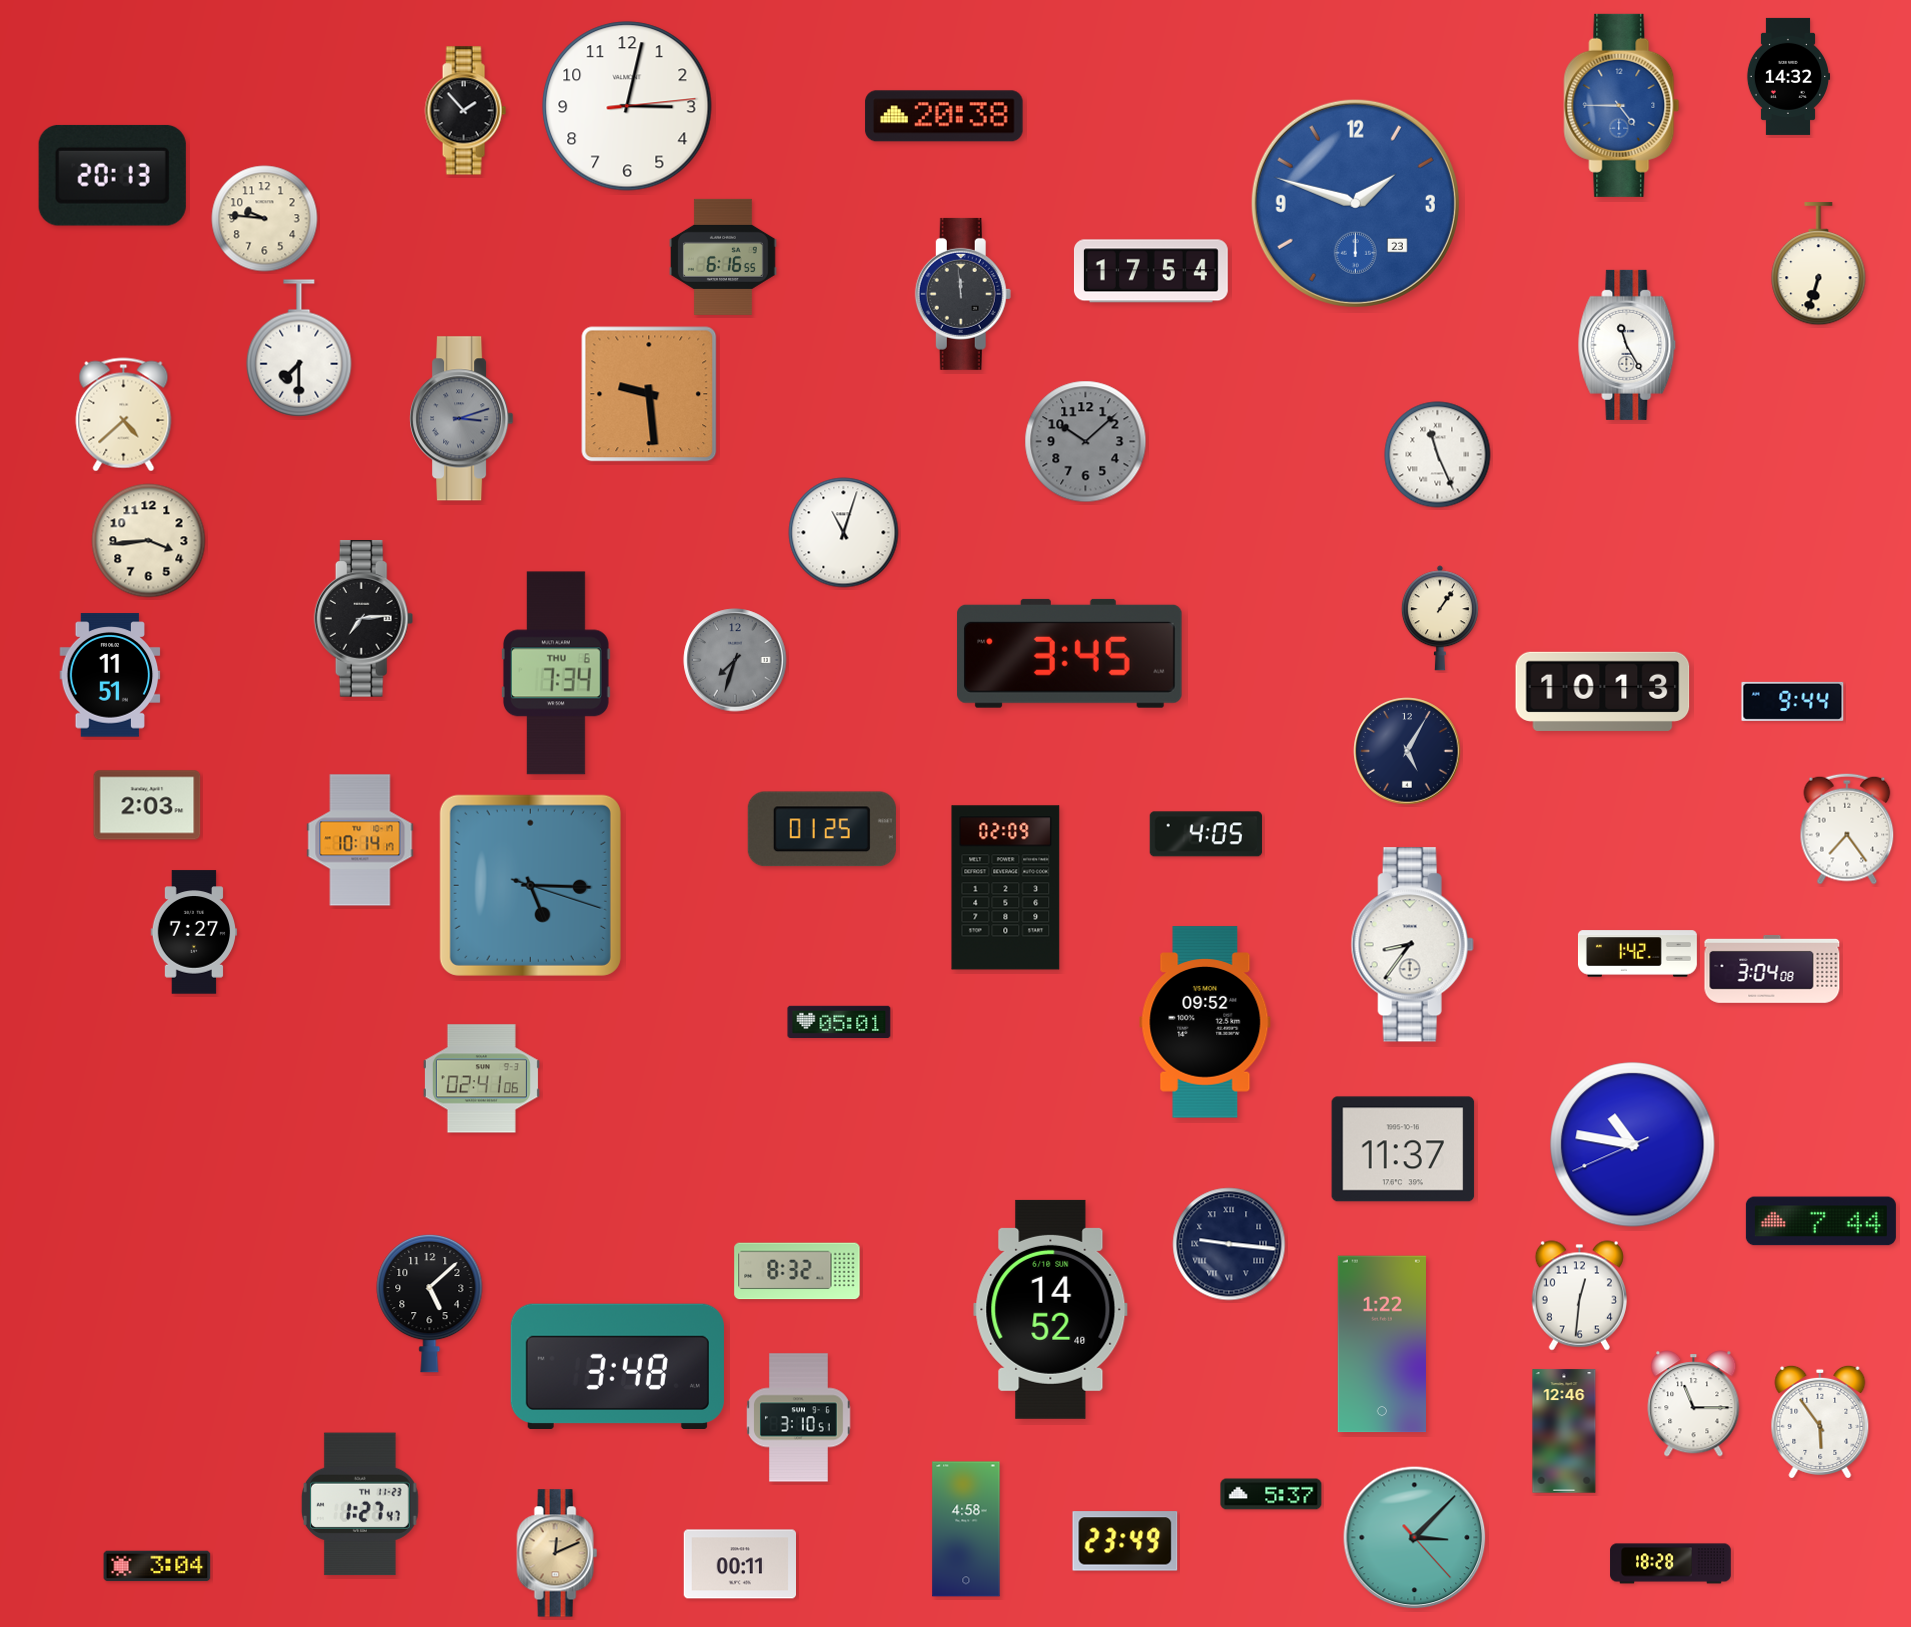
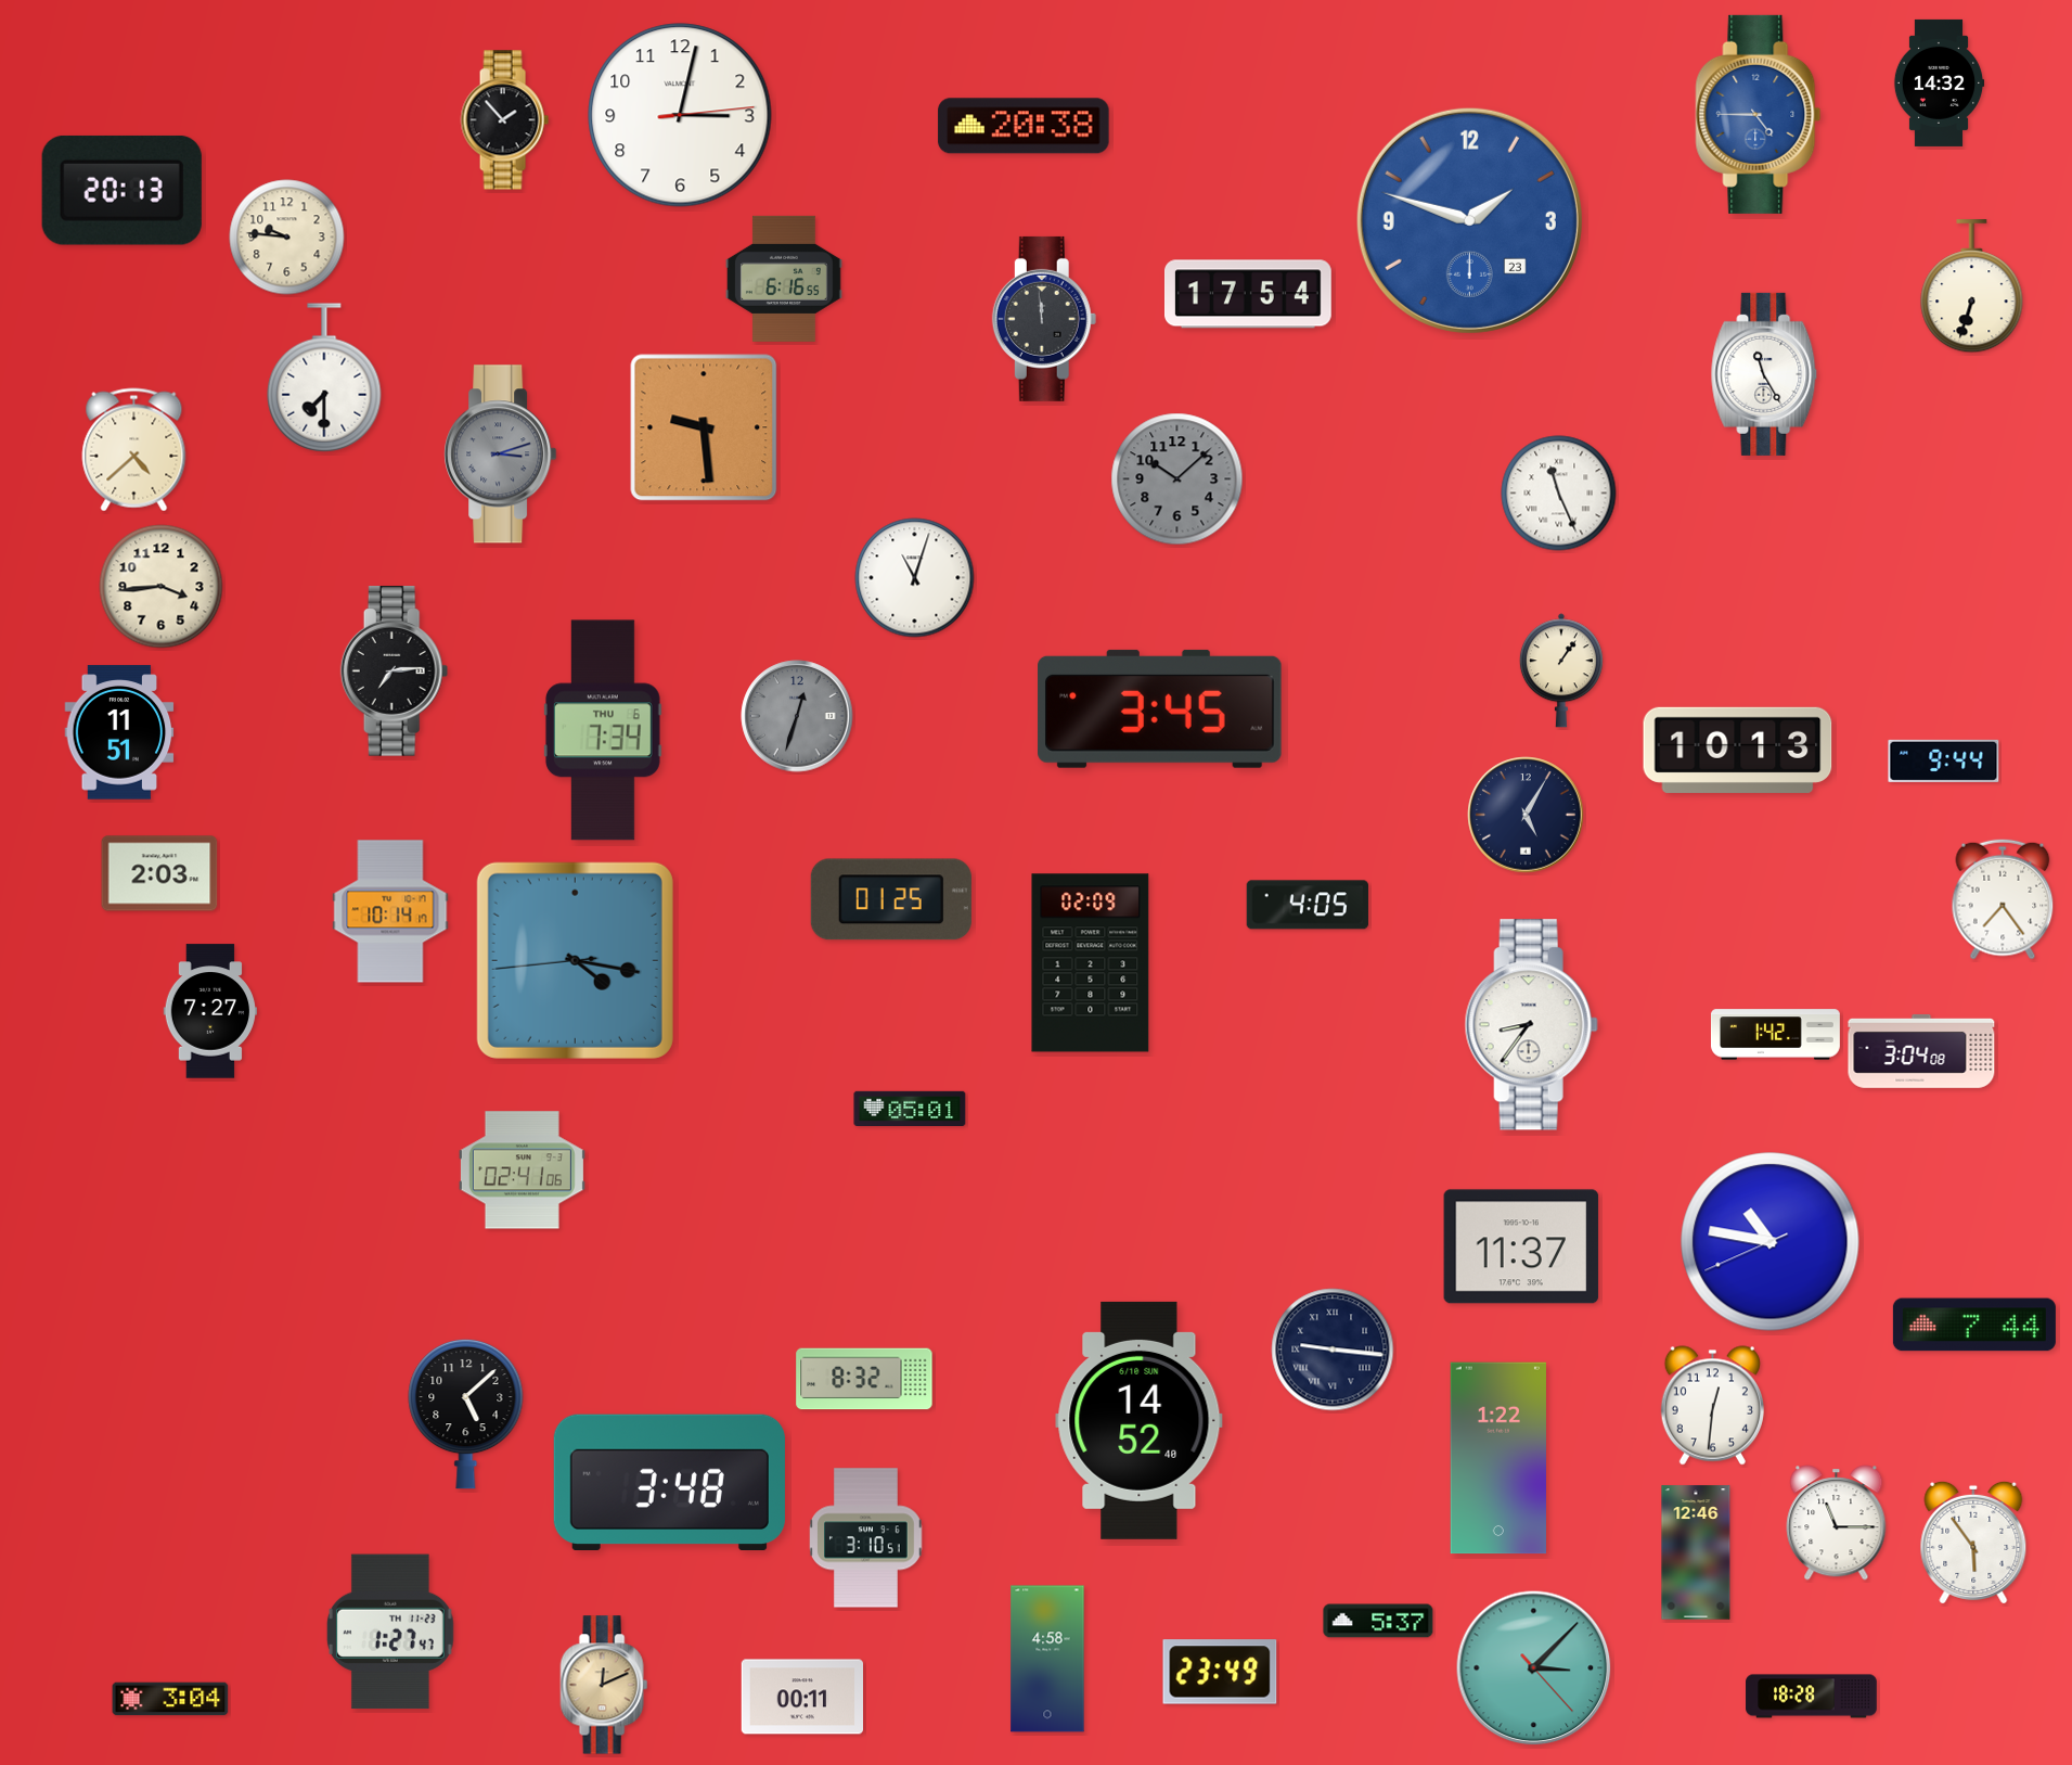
clock at (735, 660): 7:33 -> 12:33
clock at (530, 885): 5:15 -> 4:16
clock at (1205, 1022): 09:52 -> none
